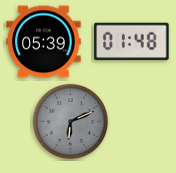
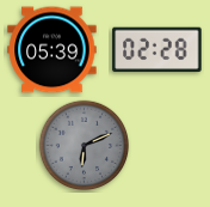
clock at (132, 42): 01:48 -> 02:28
